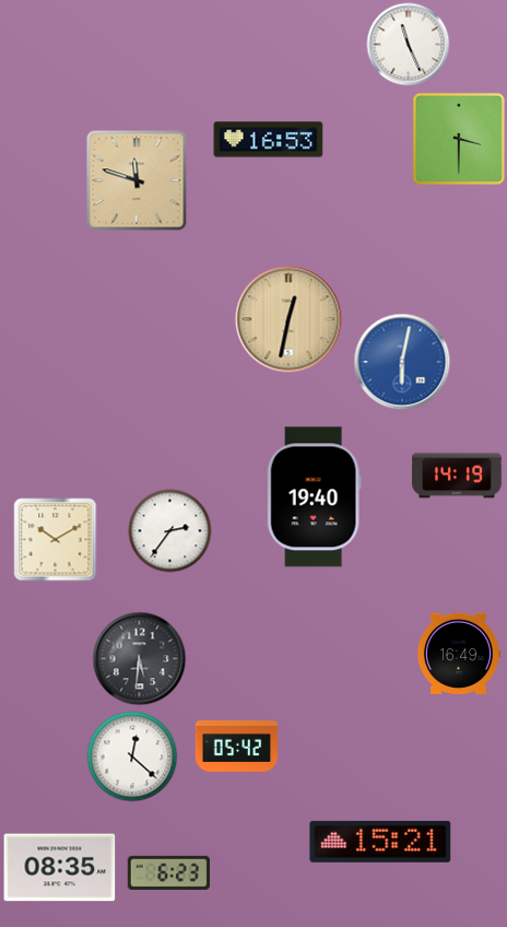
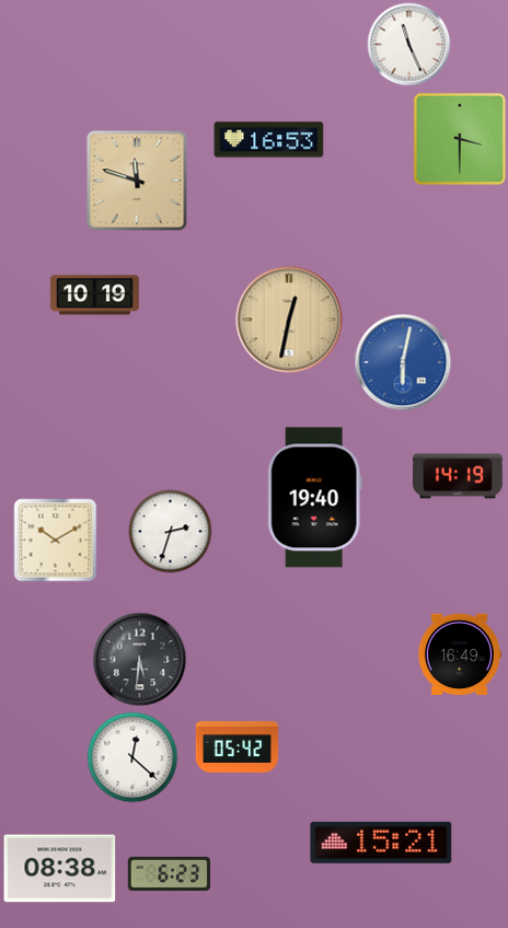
clock at (94, 295): none -> 10:19
clock at (170, 531): 2:36 -> 2:33
clock at (60, 868): 08:35 -> 08:38
